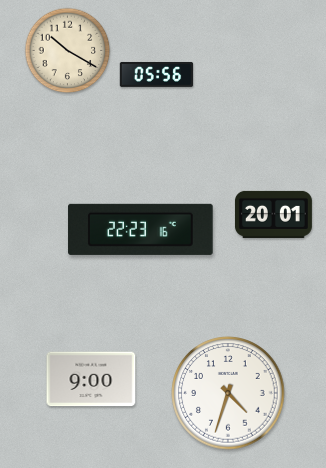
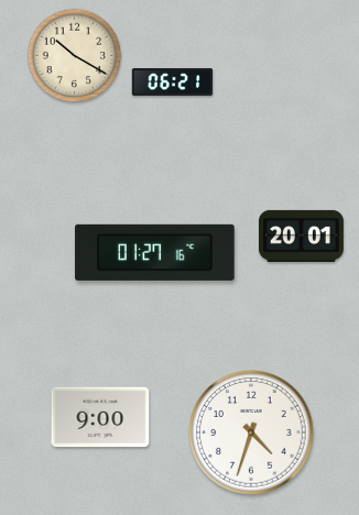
clock at (157, 74): 05:56 -> 06:21
clock at (141, 229): 22:23 -> 01:27
